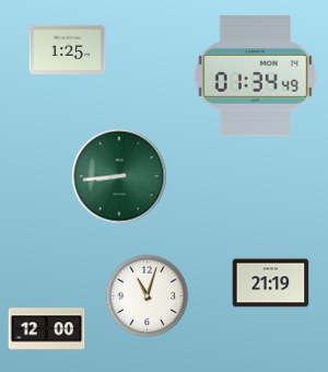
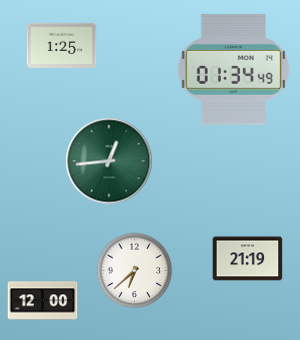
clock at (119, 176): 8:44 -> 12:44
clock at (148, 297): 11:03 -> 6:38
